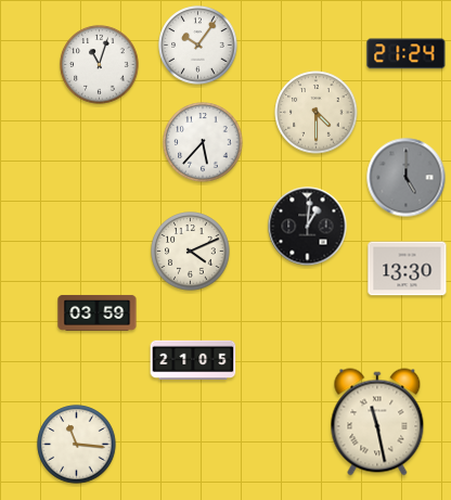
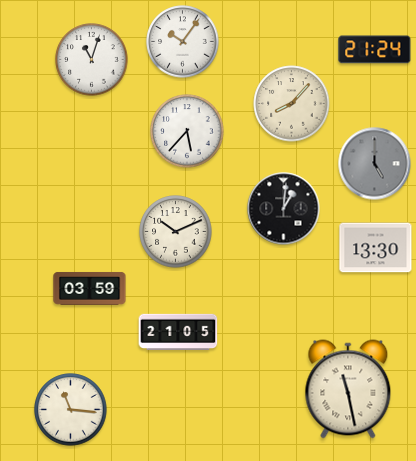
clock at (317, 113): 4:30 -> 8:07
clock at (191, 252): 4:11 -> 10:11
